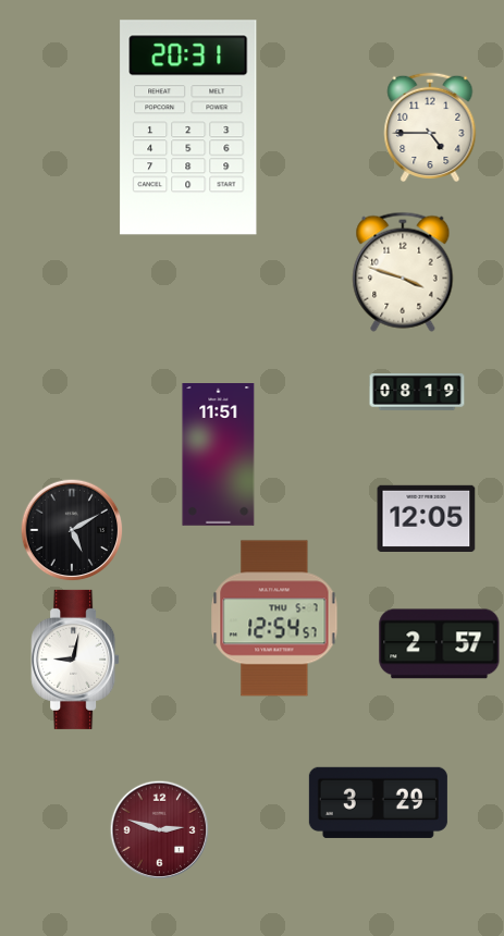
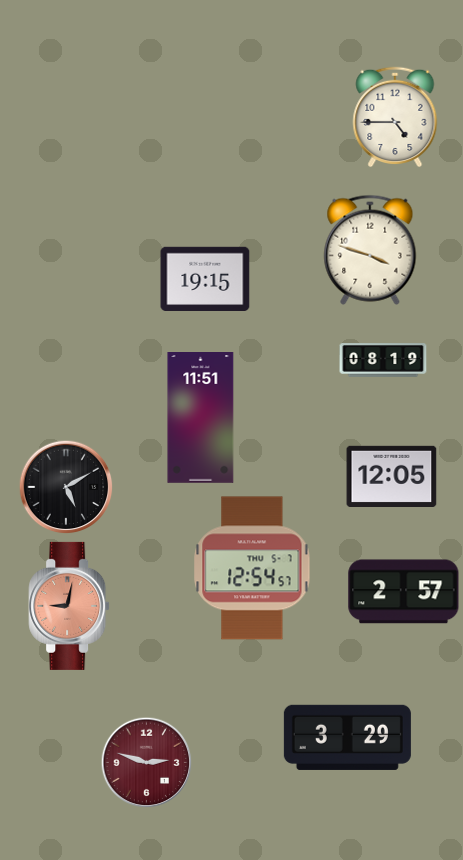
clock at (188, 127): 20:31 -> none
clock at (205, 278): none -> 19:15
clock at (75, 660) dial: white -> salmon
